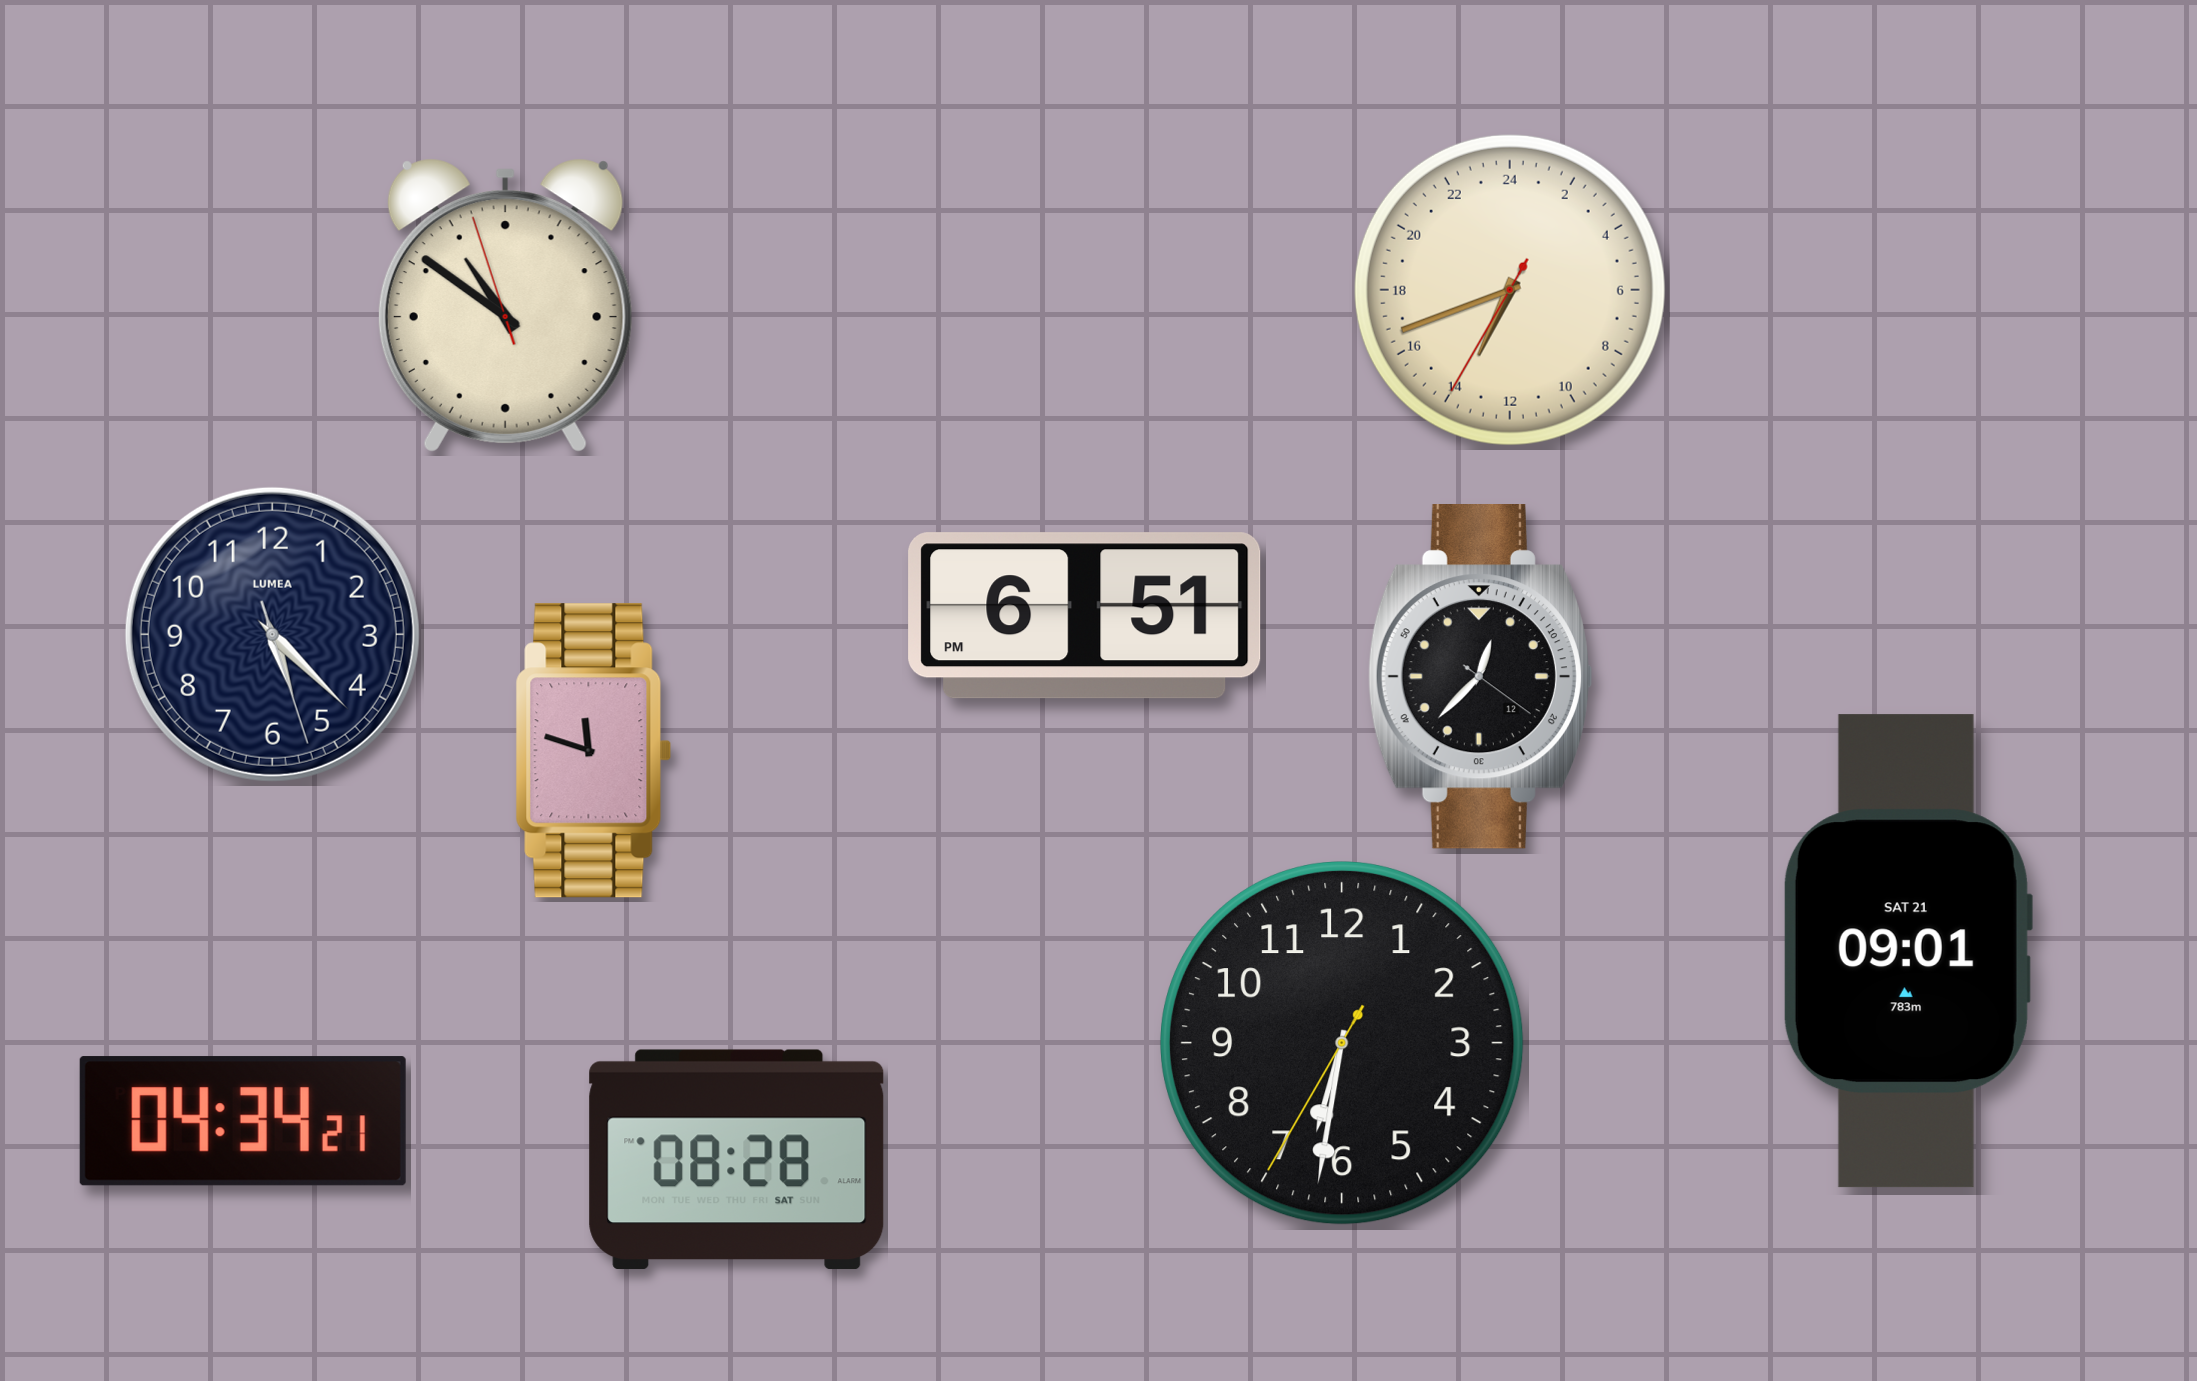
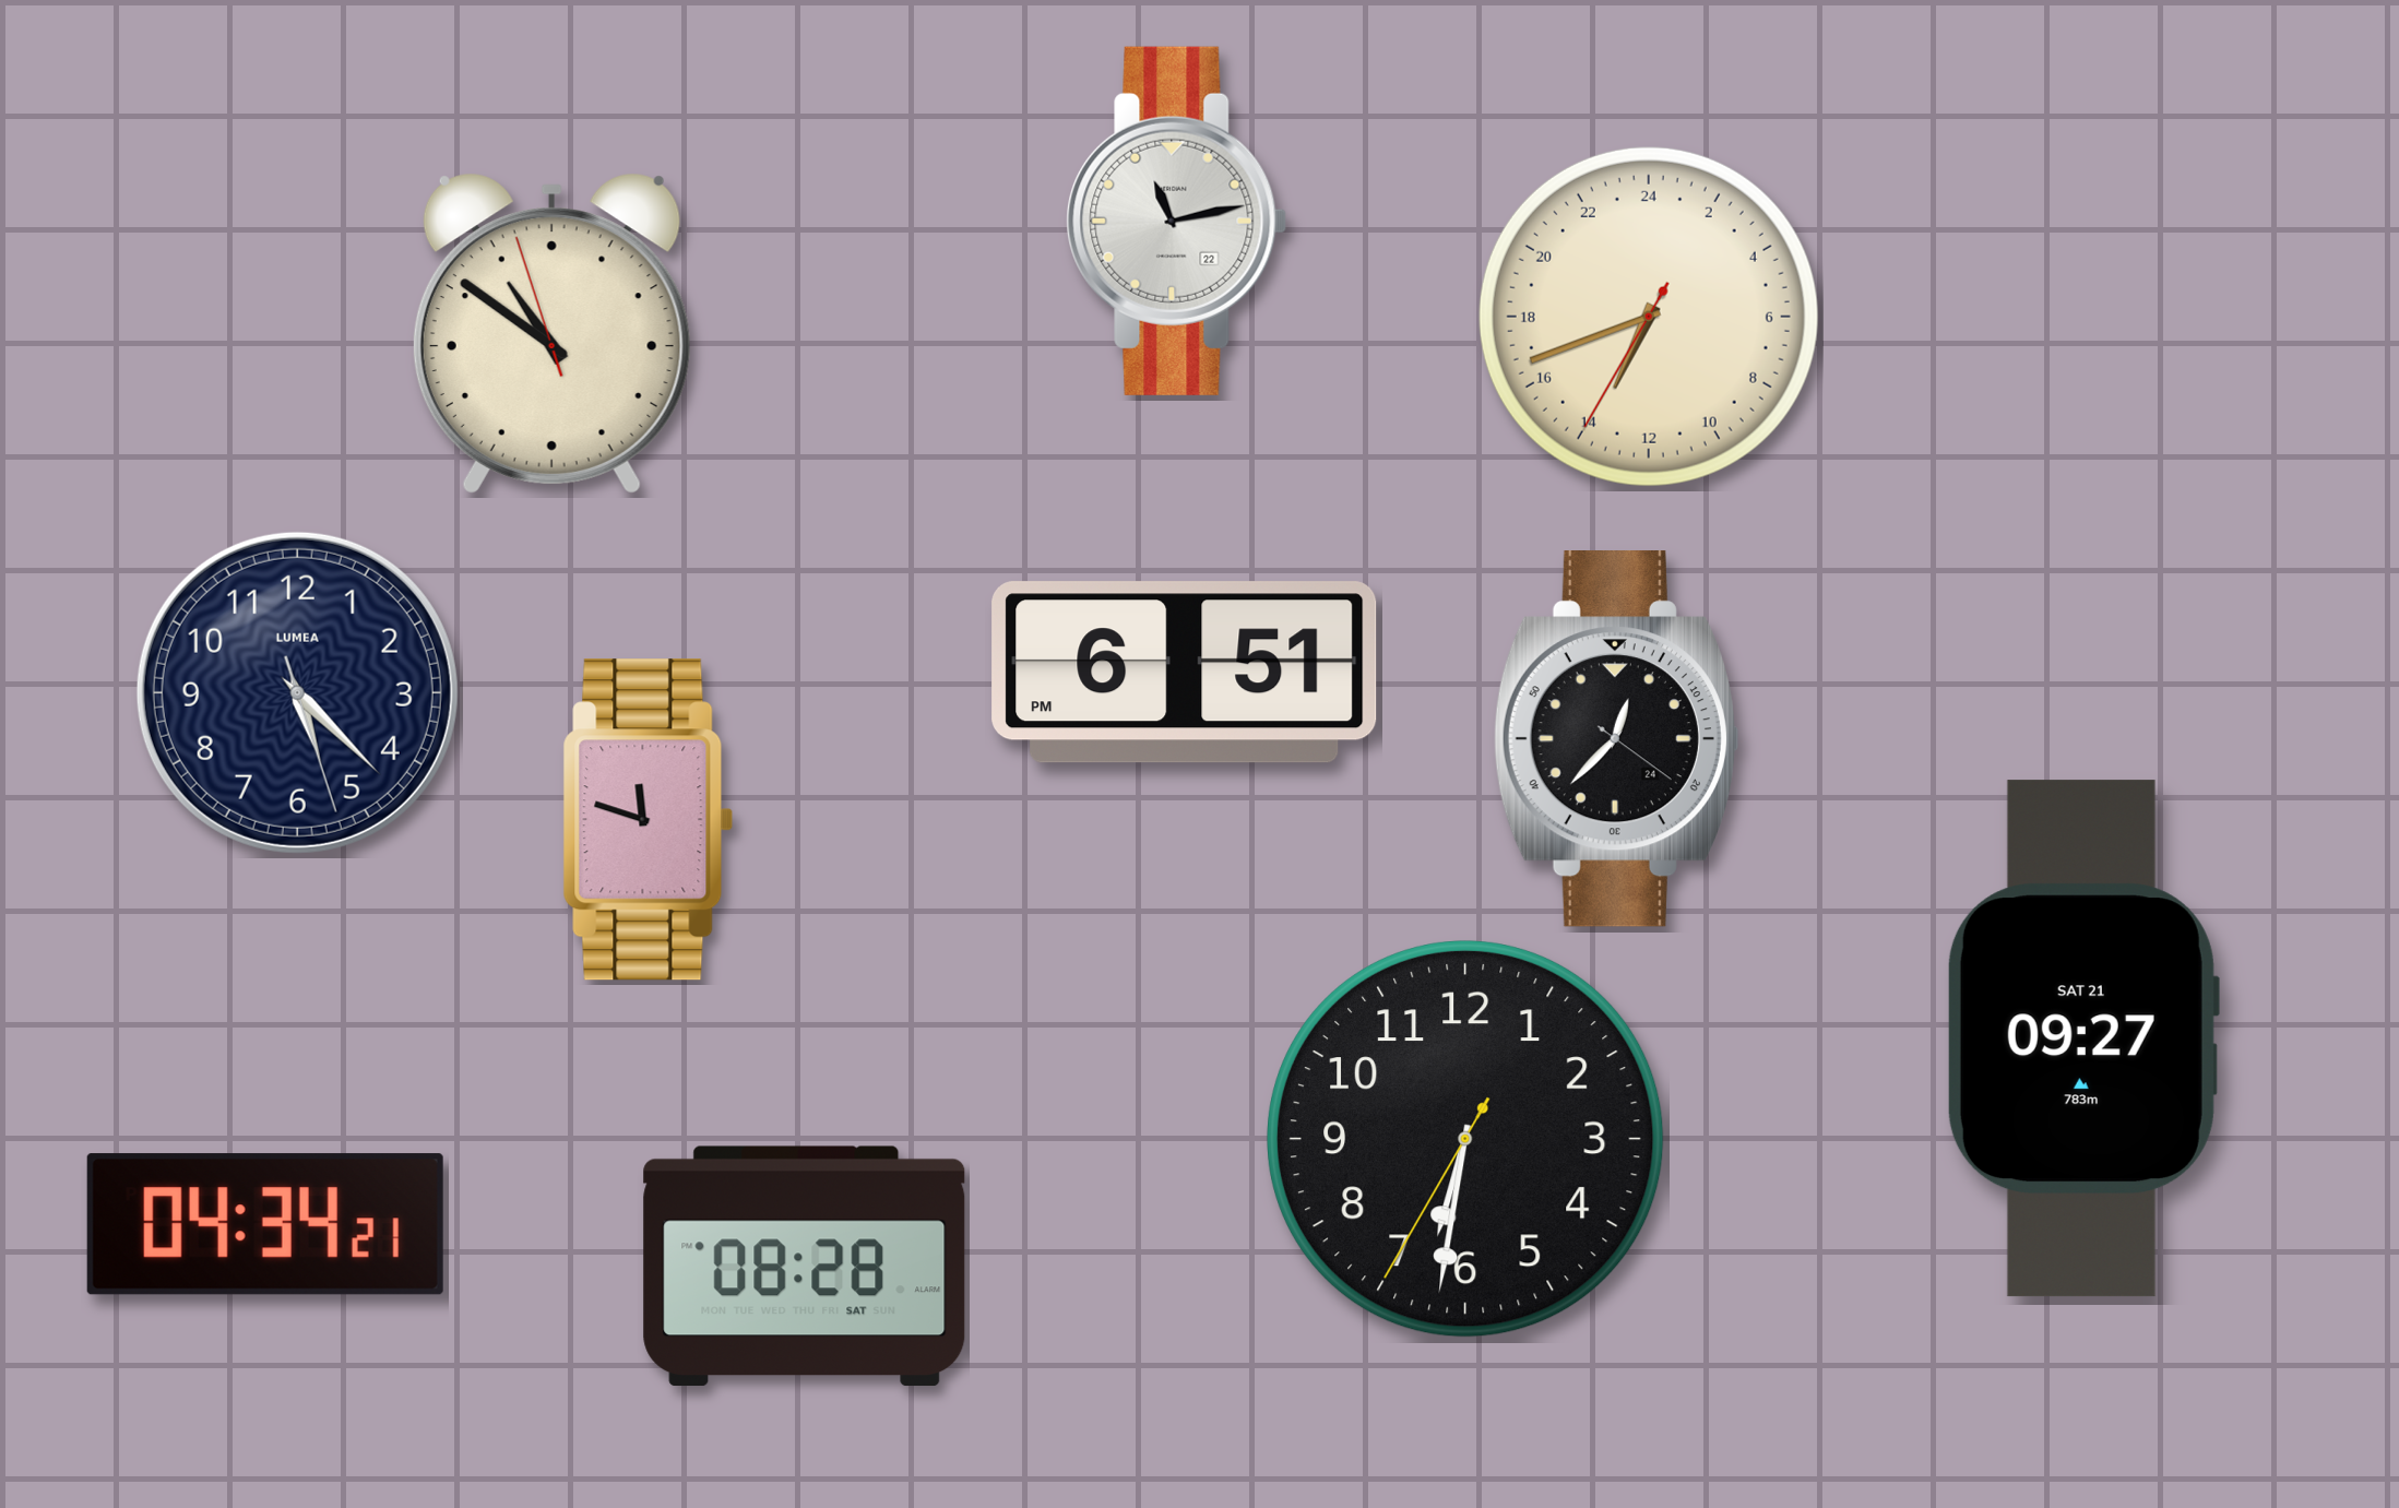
clock at (1177, 221): none -> 11:13
clock at (1480, 677) date: 12 -> 24
clock at (1907, 951): 09:01 -> 09:27
